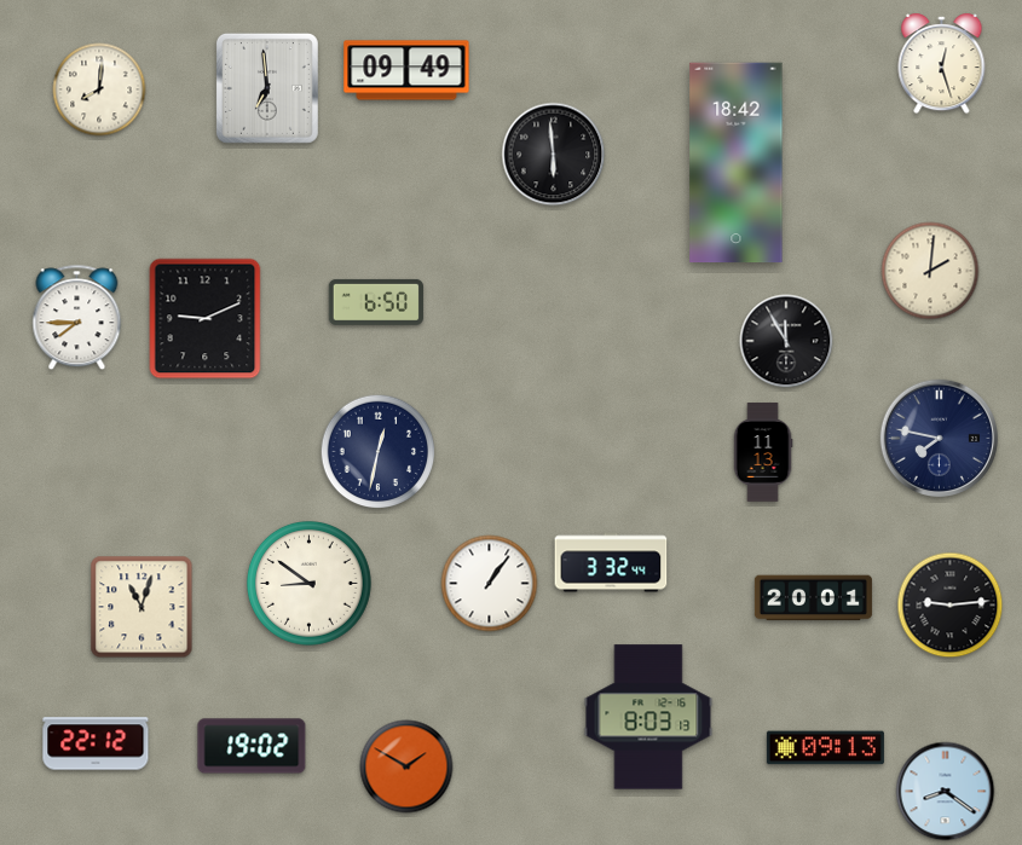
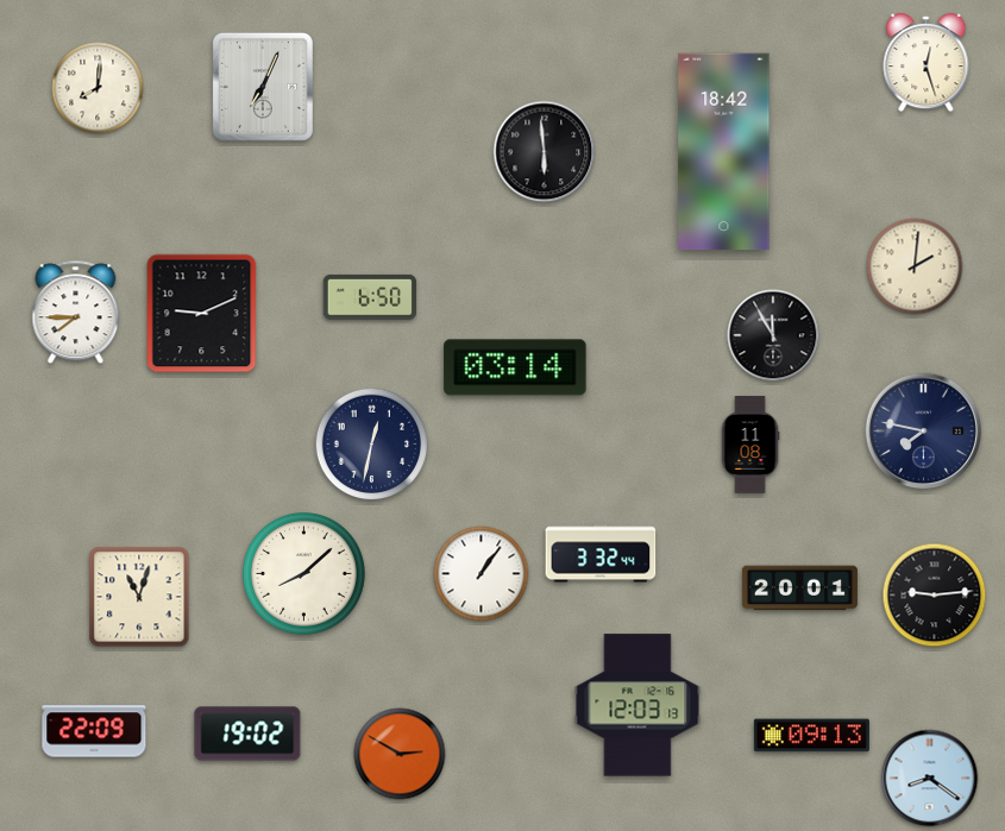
clock at (406, 70): 09:49 -> none
clock at (267, 88): 6:59 -> 7:04
clock at (737, 163) position: (737, 163) -> (724, 152)
clock at (515, 367): none -> 03:14
clock at (763, 452): 11:13 -> 11:08
clock at (310, 584): 8:51 -> 8:08
clock at (648, 717): 8:03 -> 12:03
clock at (96, 743): 22:12 -> 22:09
clock at (406, 766): 1:50 -> 2:50
